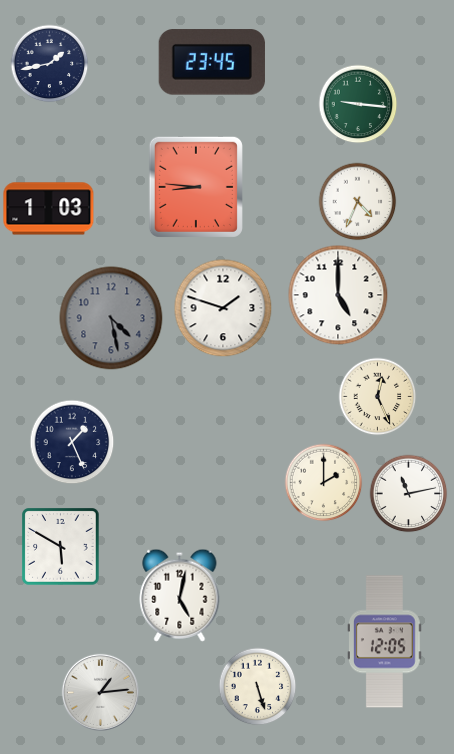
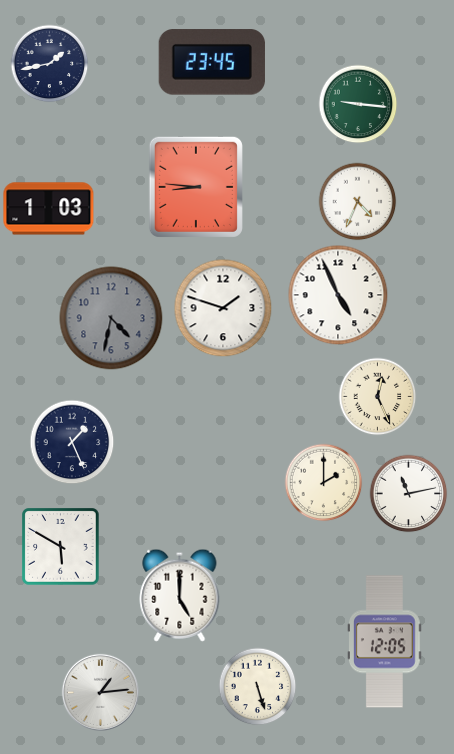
clock at (338, 295): 5:00 -> 4:56
clock at (111, 318): 4:28 -> 4:32
clock at (180, 595): 5:02 -> 5:00
